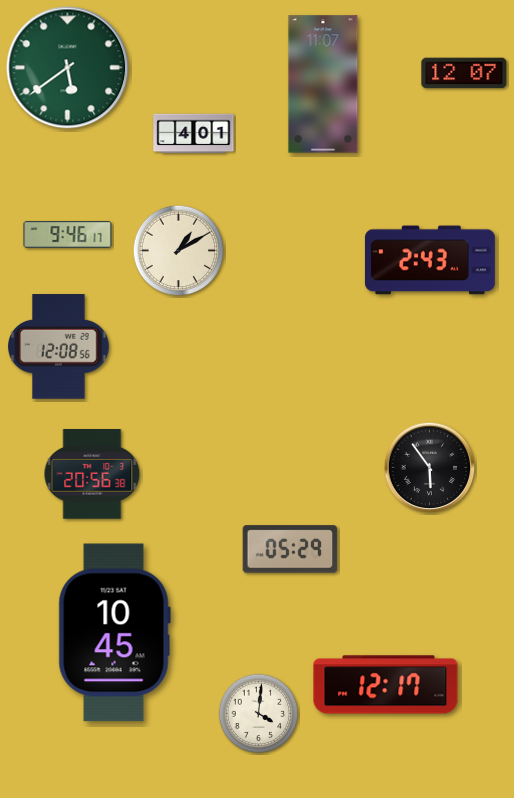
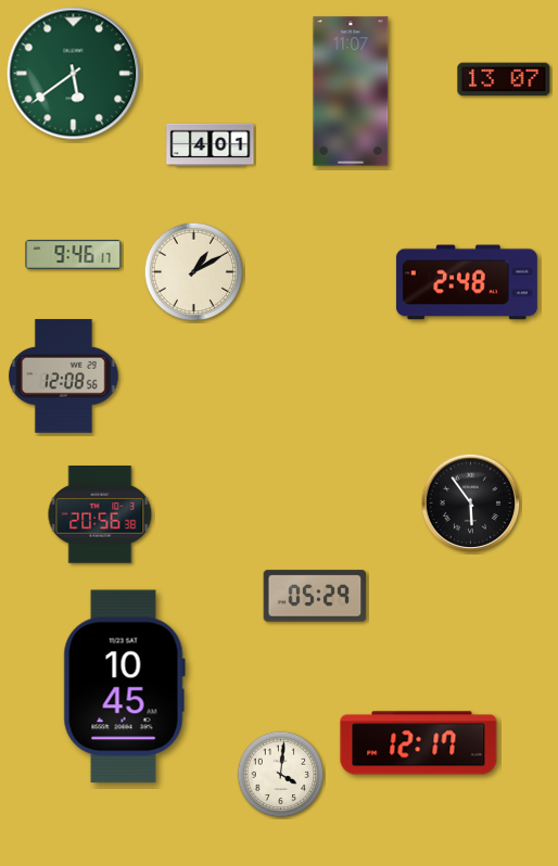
clock at (464, 73): 12:07 -> 13:07
clock at (430, 260): 2:43 -> 2:48
clock at (430, 468) position: (430, 468) -> (471, 504)
